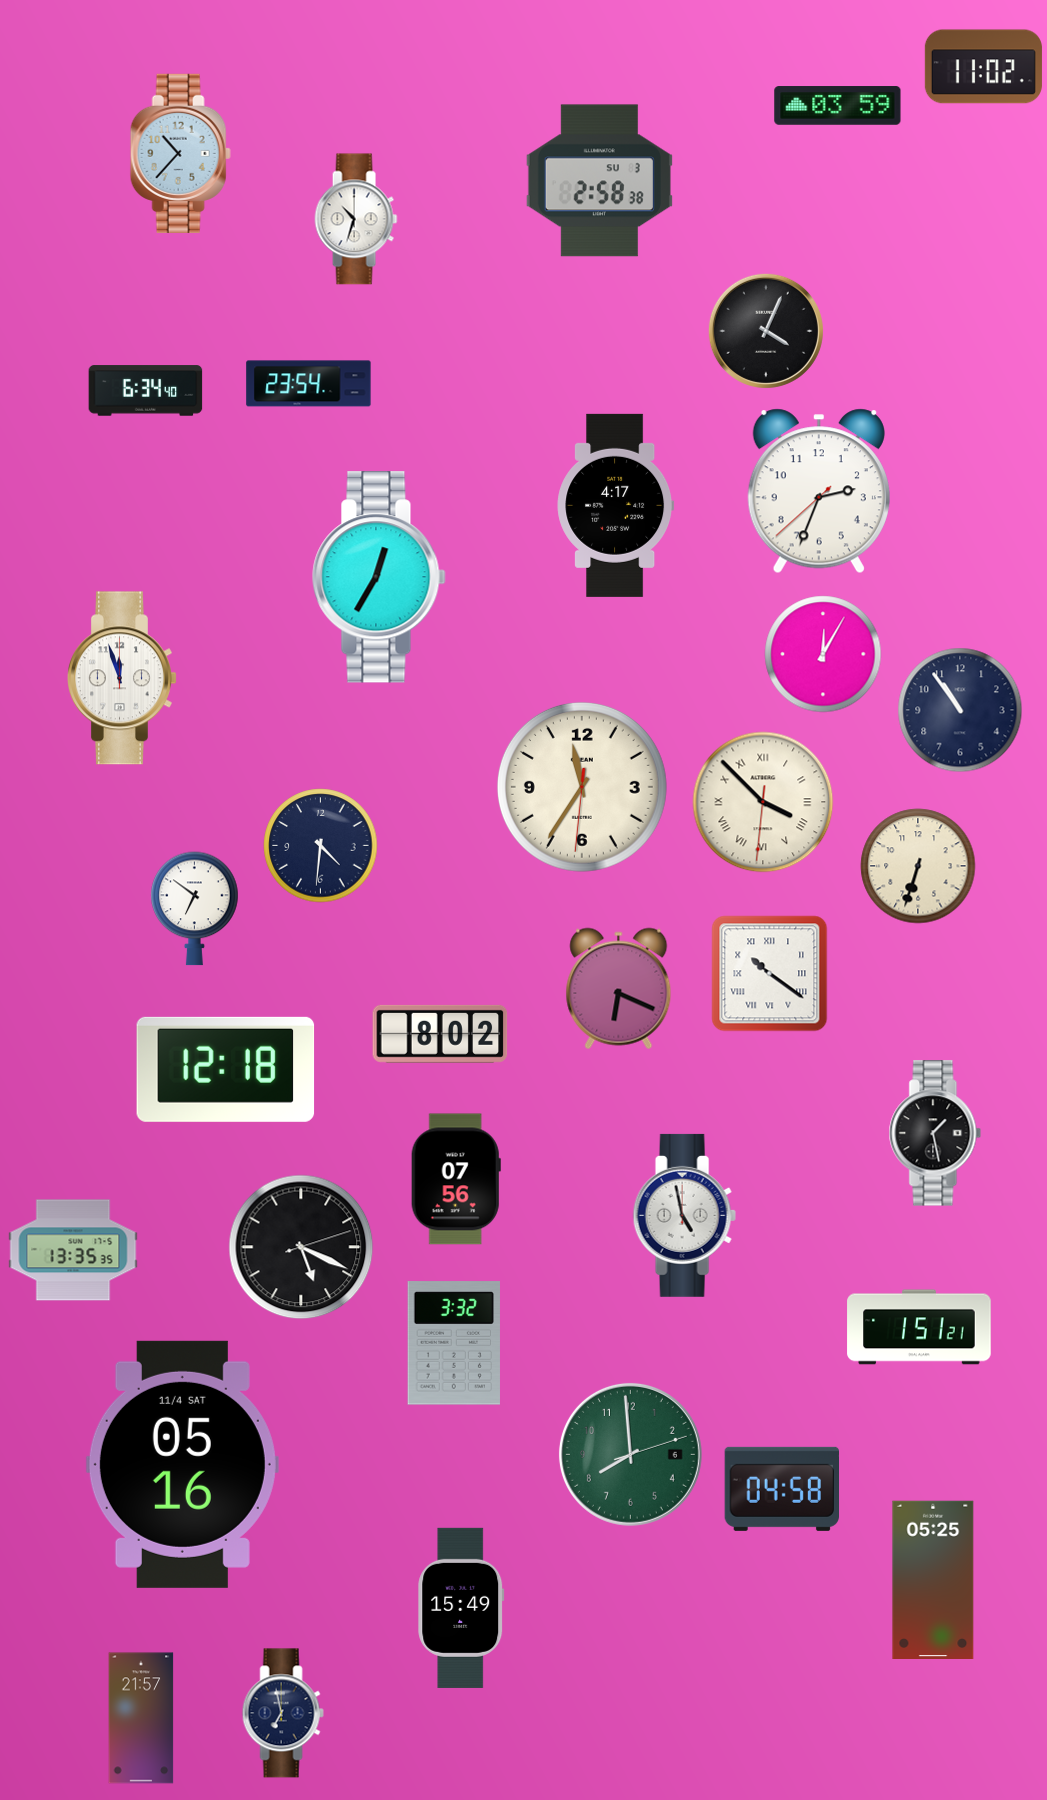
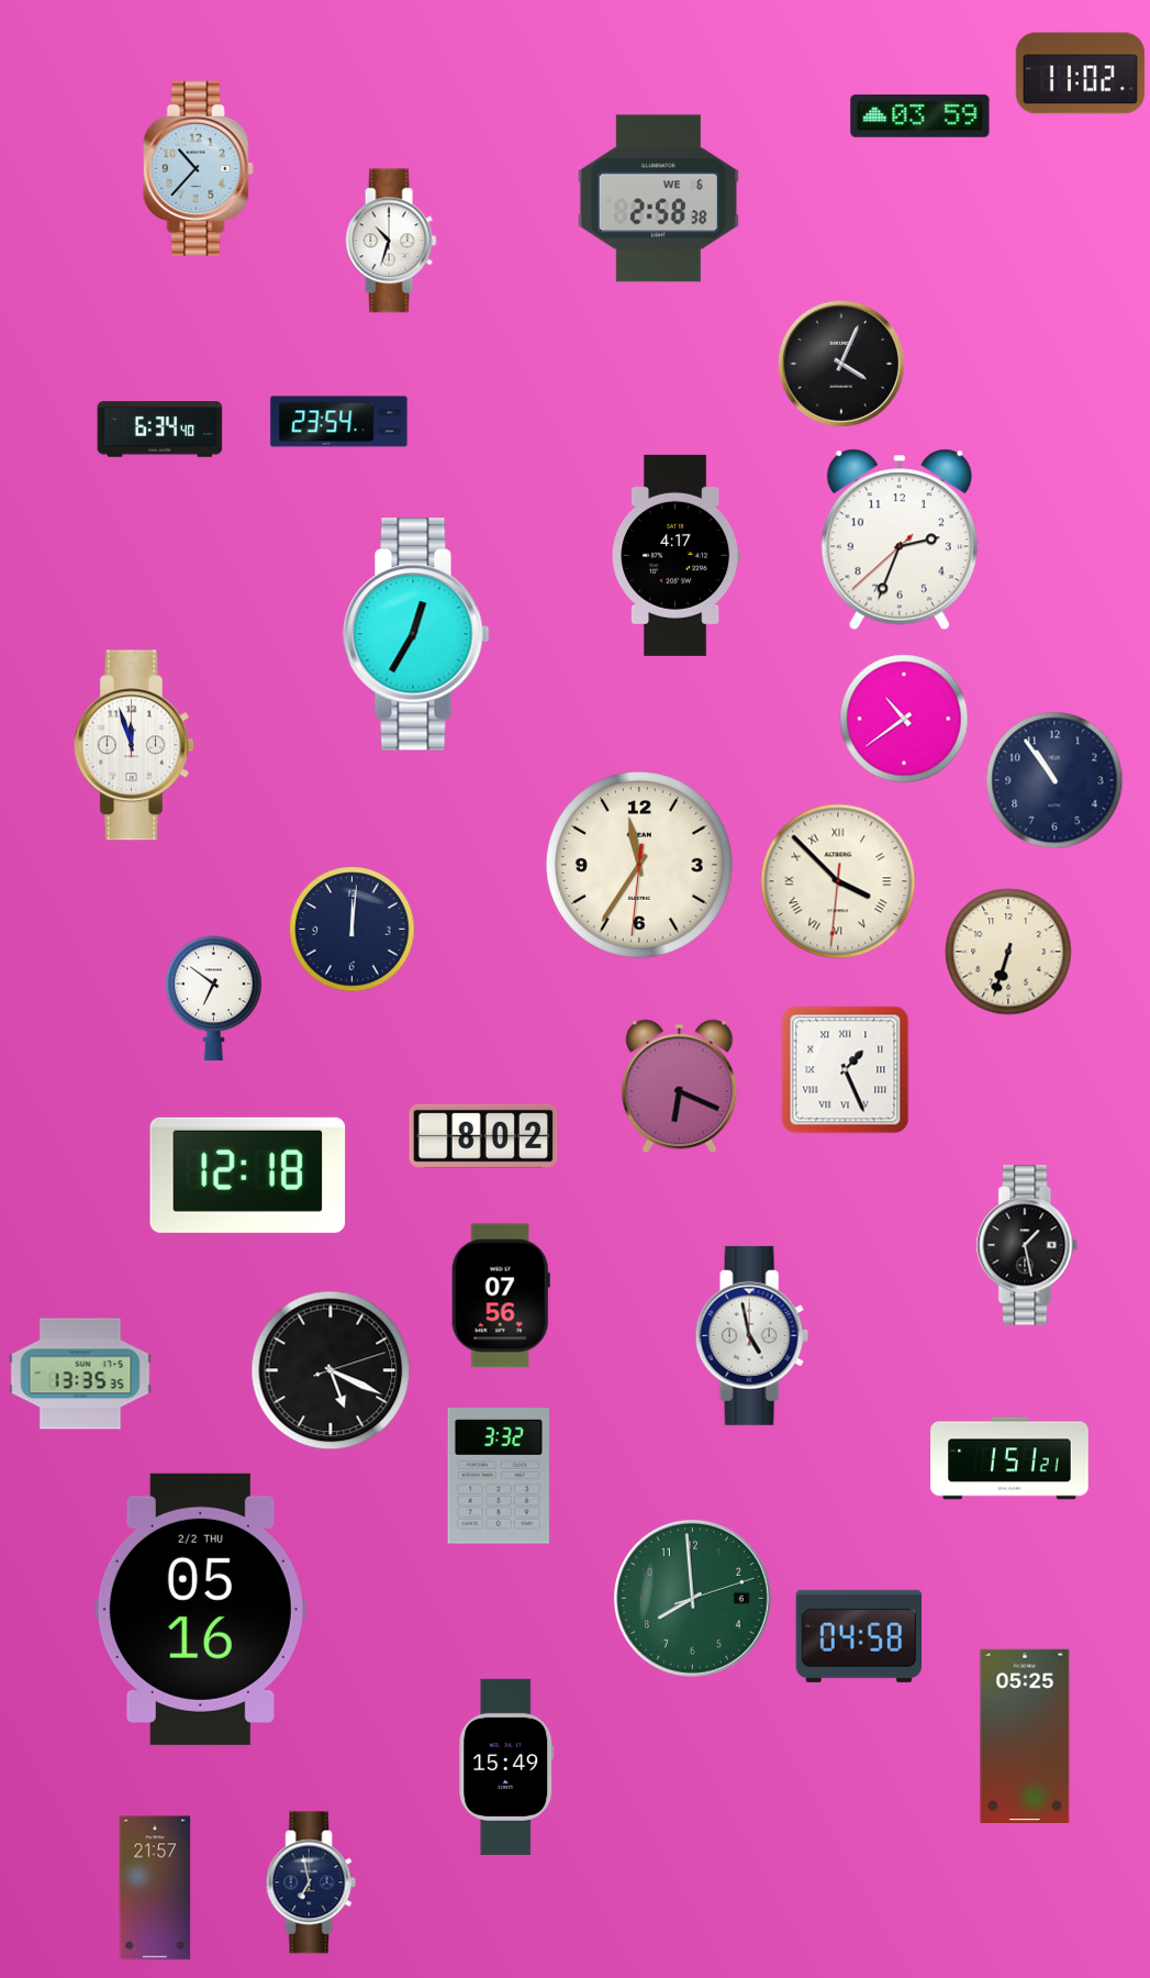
clock at (599, 181) date: SU 3 -> WE 6
clock at (823, 654): 12:05 -> 10:39
clock at (321, 846): 4:31 -> 12:01
clock at (770, 974): 10:21 -> 1:26
clock at (182, 1464) date: 11/4 SAT -> 2/2 THU
